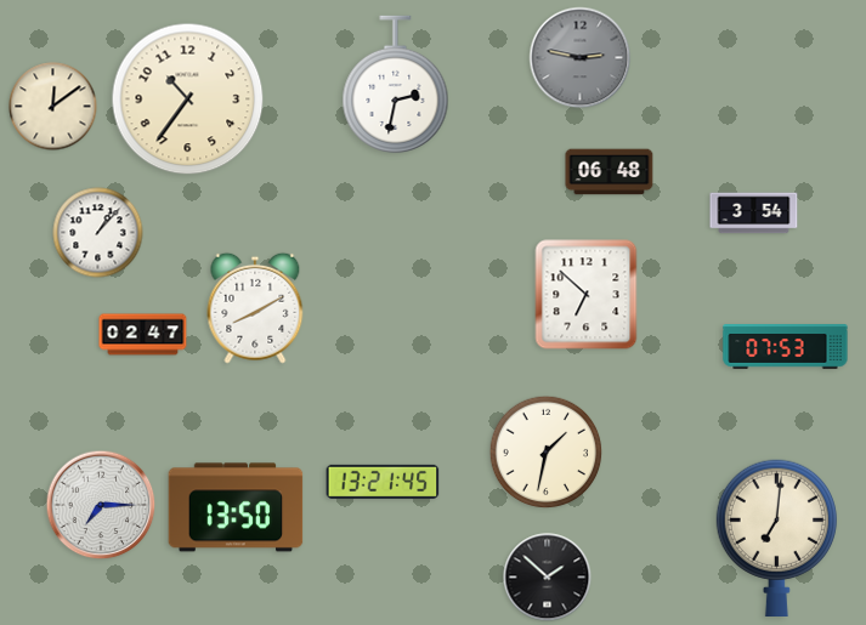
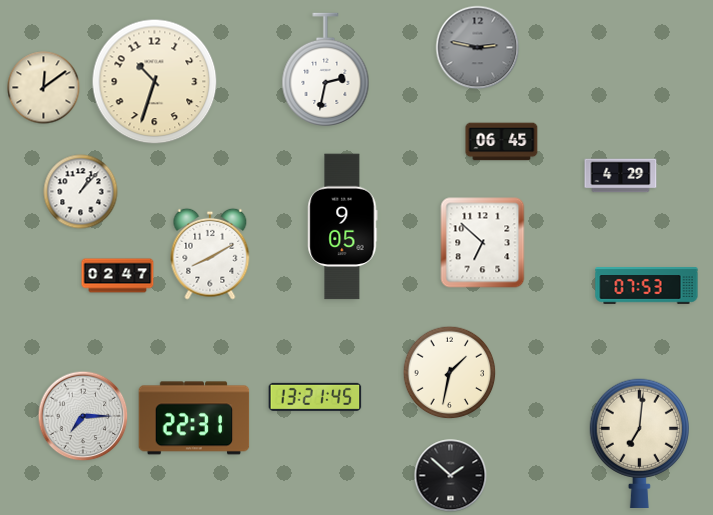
clock at (188, 100): 10:36 -> 10:33
clock at (610, 172): 06:48 -> 06:45
clock at (754, 214): 3:54 -> 4:29
clock at (343, 227): none -> 9:05
clock at (236, 507): 13:50 -> 22:31
